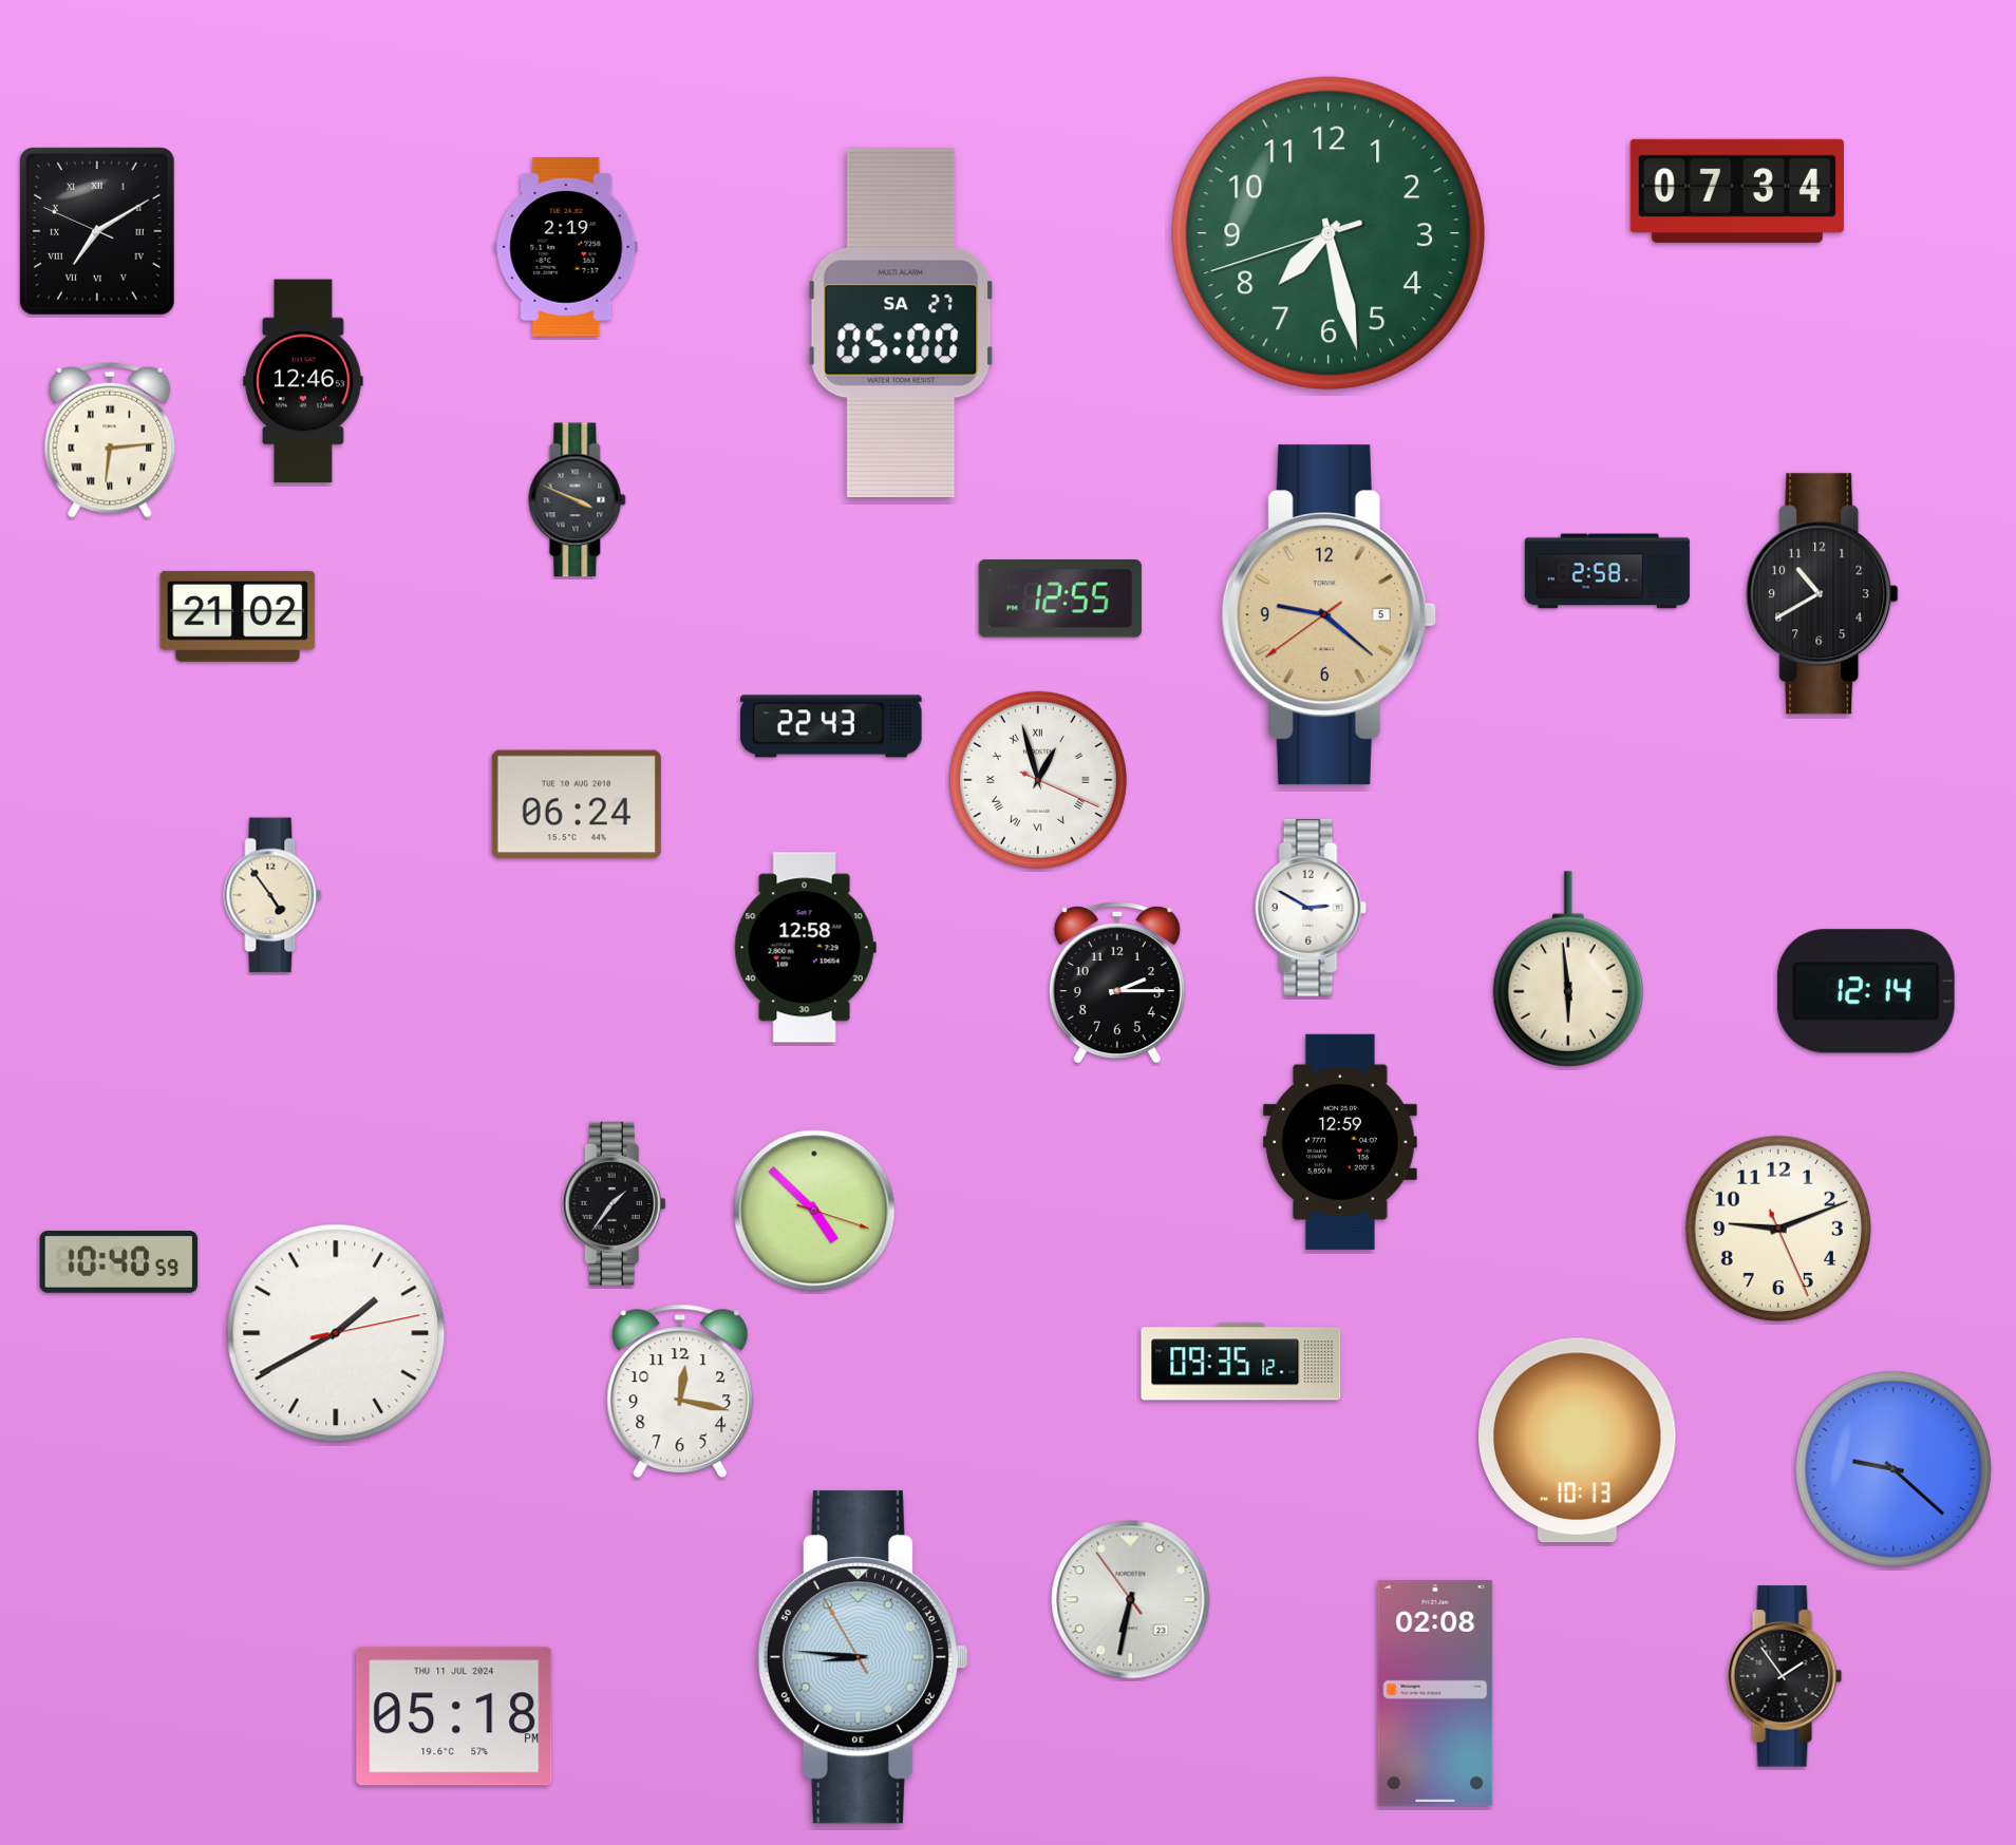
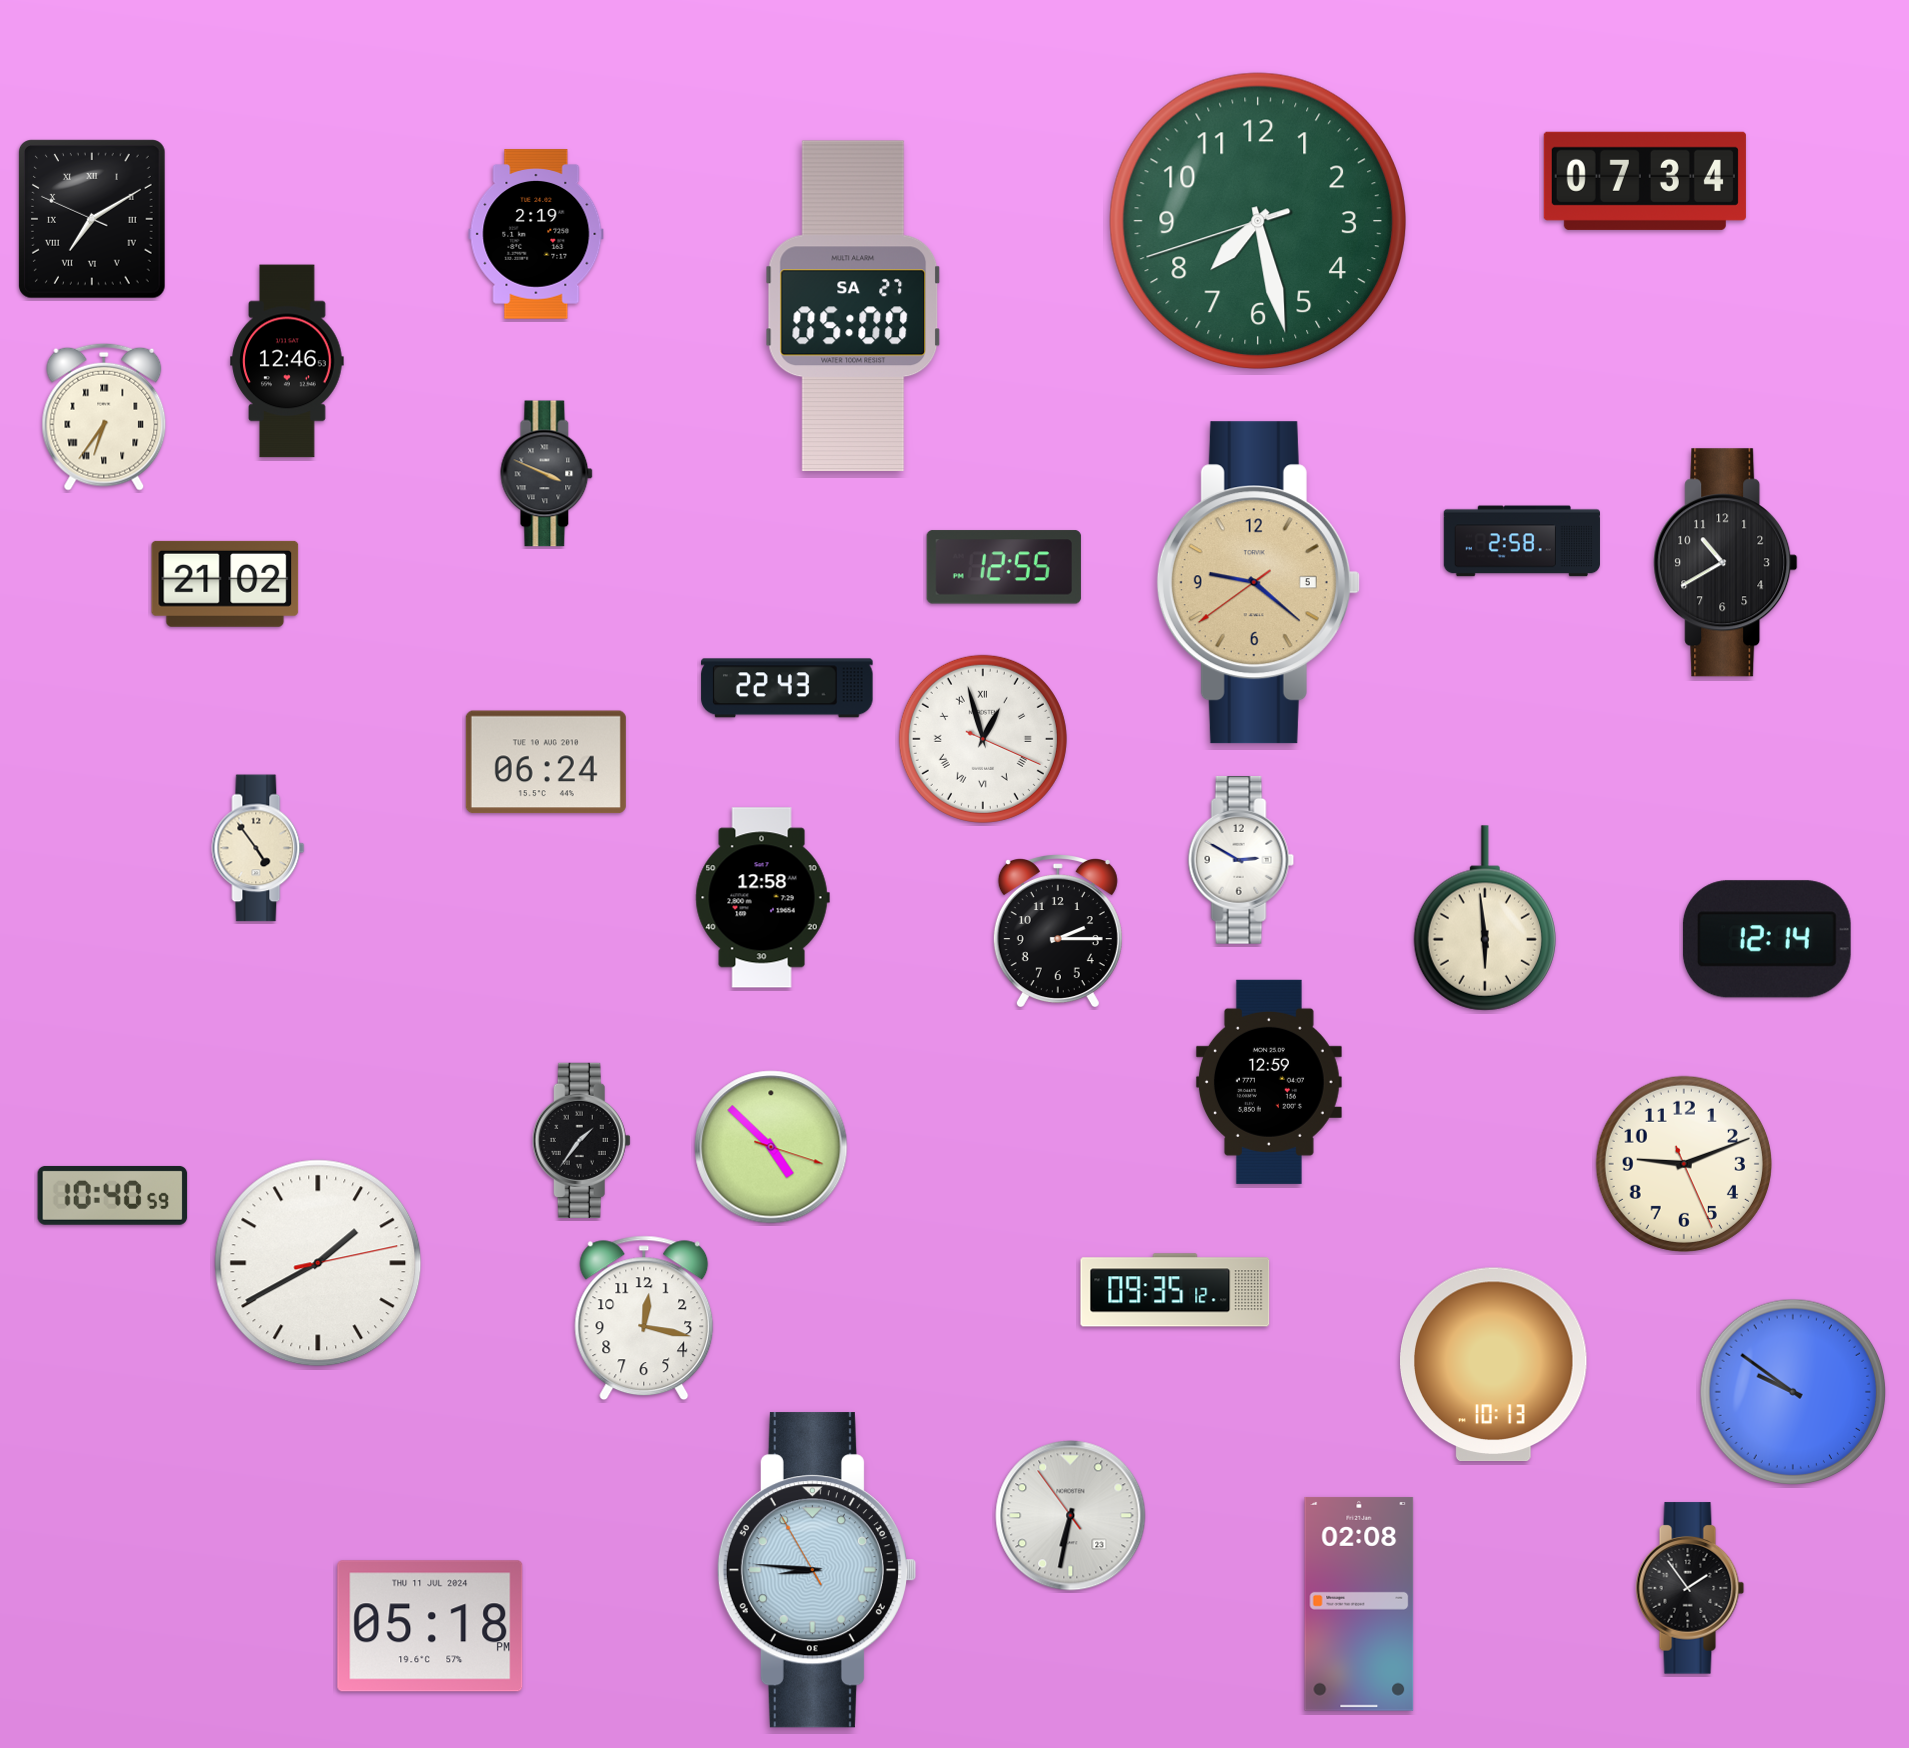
clock at (110, 440): 6:14 -> 6:36
clock at (1893, 1469): 9:22 -> 9:51
